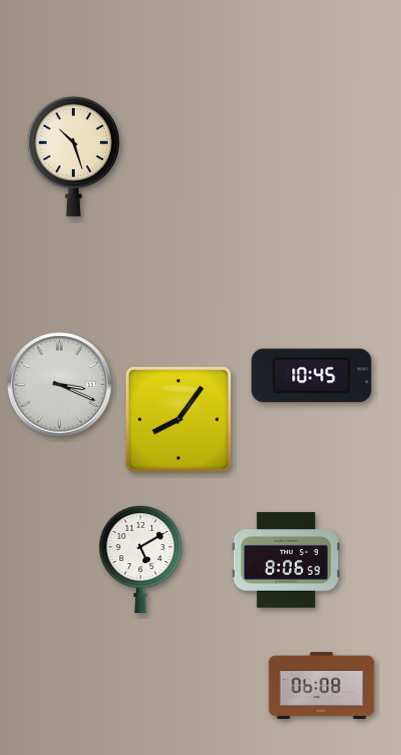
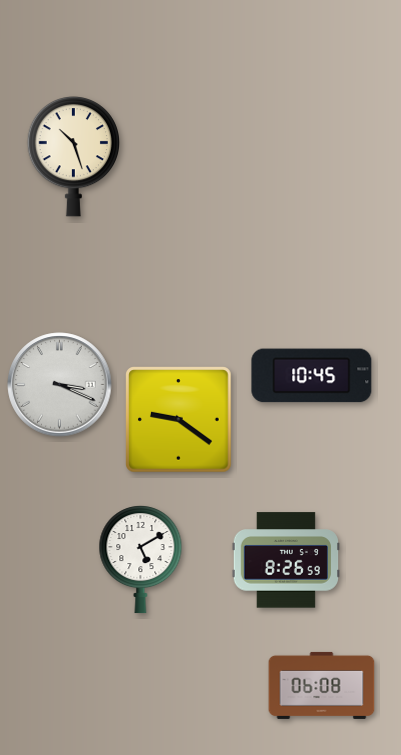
clock at (179, 420): 8:06 -> 9:21
clock at (285, 560): 8:06 -> 8:26
